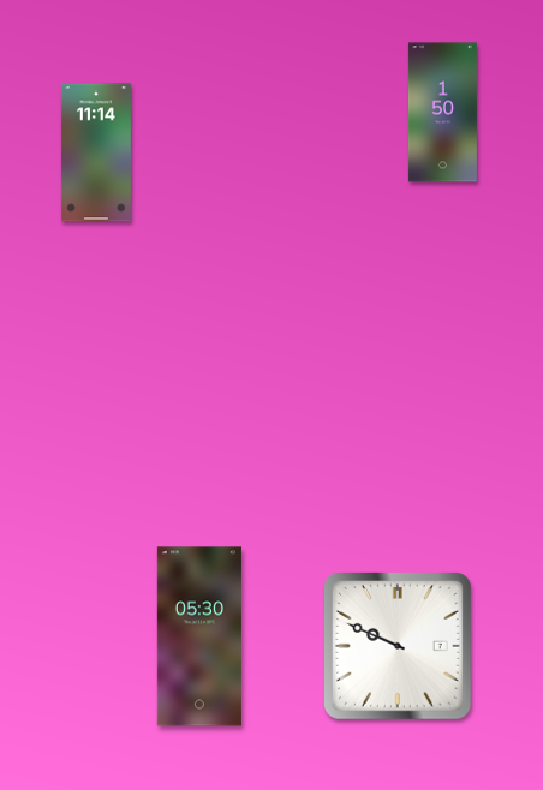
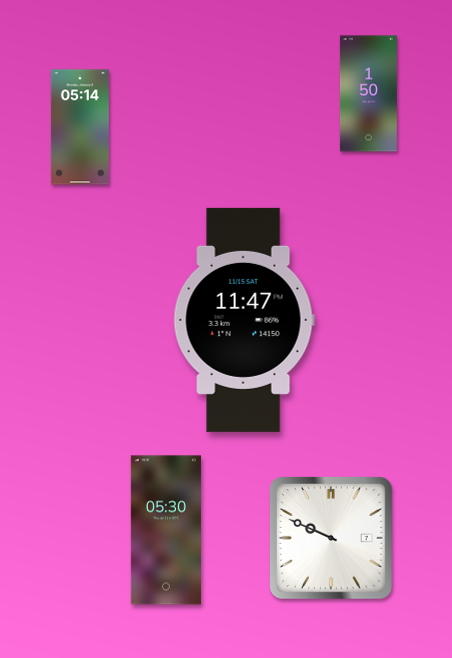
clock at (96, 152): 11:14 -> 05:14
clock at (244, 320): none -> 11:47
